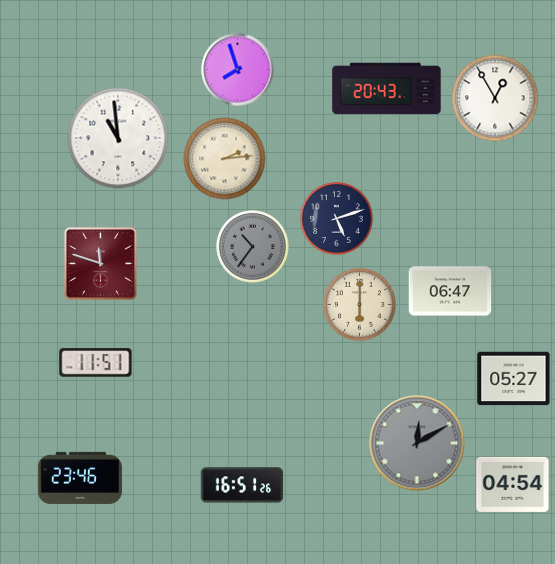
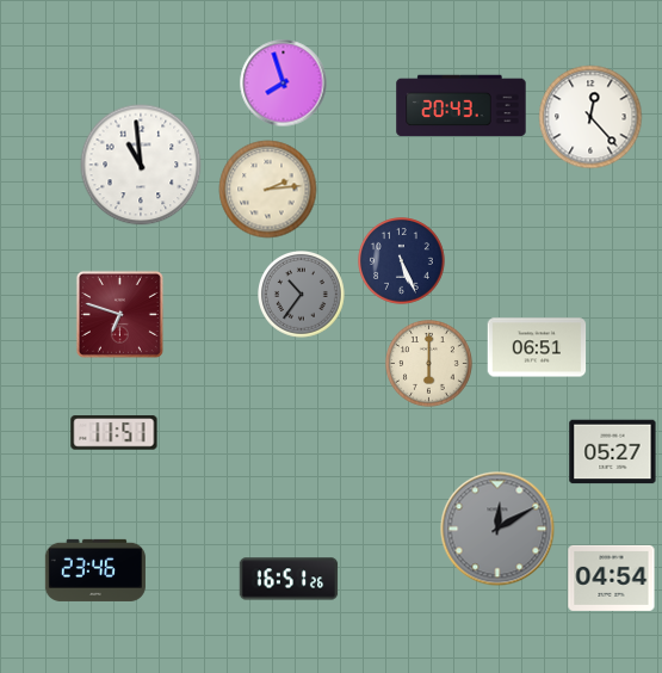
clock at (495, 98): 12:55 -> 12:23
clock at (337, 219): 5:12 -> 5:26
clock at (100, 263): 11:48 -> 6:48
clock at (450, 291): 06:47 -> 06:51
